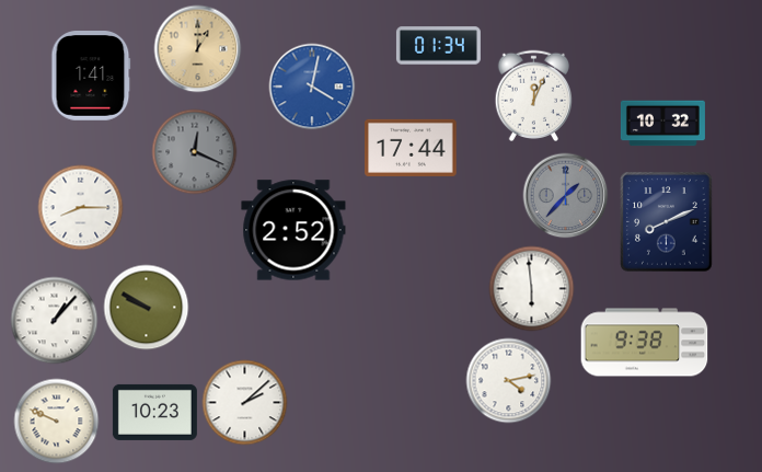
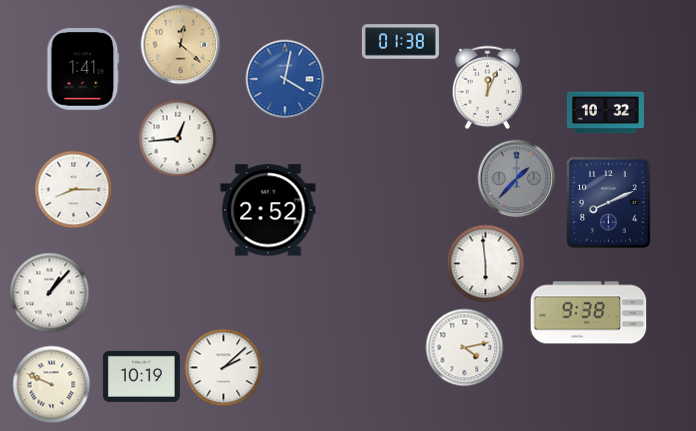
clock at (438, 46): 01:34 -> 01:38
clock at (197, 48): 1:00 -> 12:22
clock at (411, 148): 17:44 -> none
clock at (194, 151): 12:19 -> 12:44
clock at (194, 151) dial: grey -> white
clock at (146, 307): 9:50 -> none
clock at (154, 412): 10:23 -> 10:19
